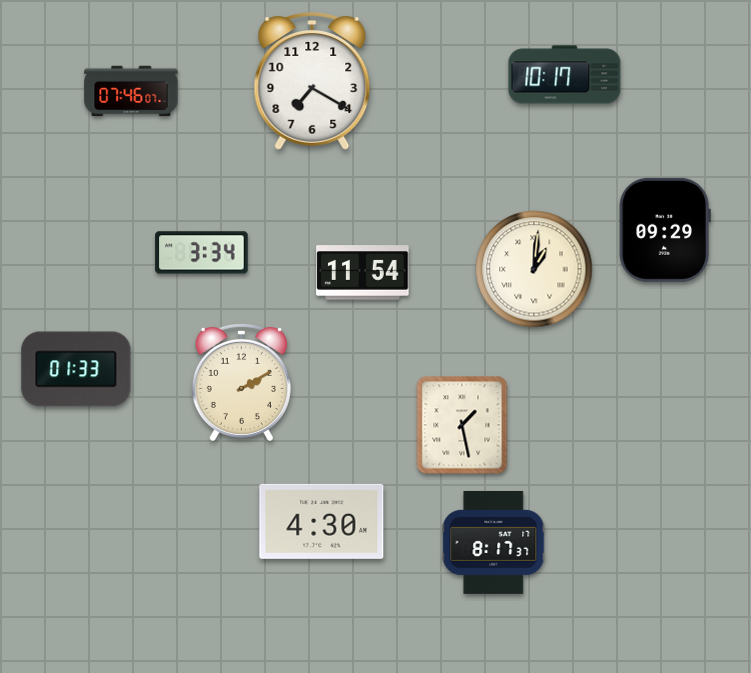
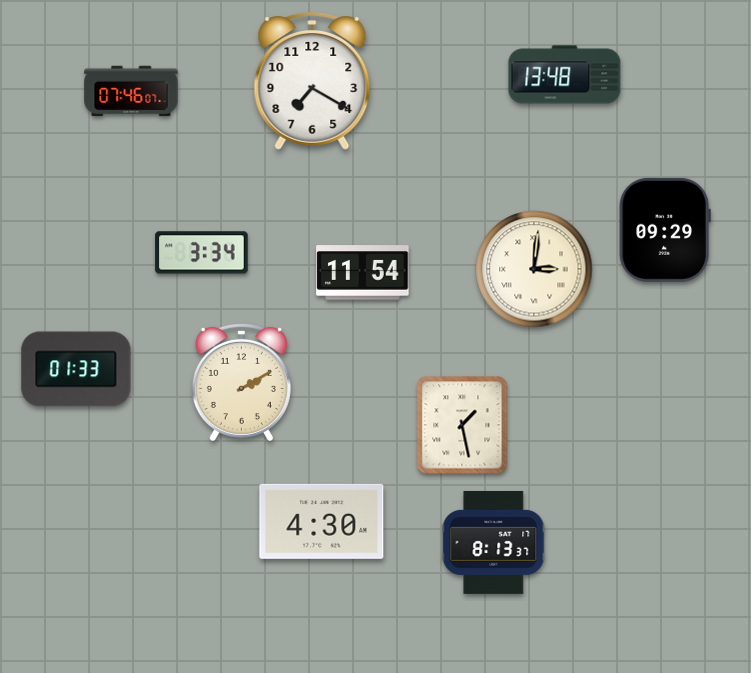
clock at (565, 75): 10:17 -> 13:48
clock at (534, 269): 1:01 -> 3:01
clock at (494, 542): 8:17 -> 8:13
